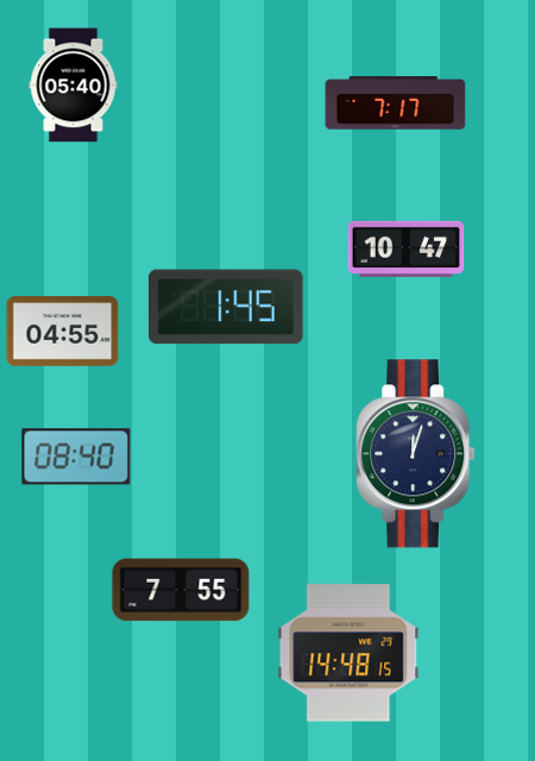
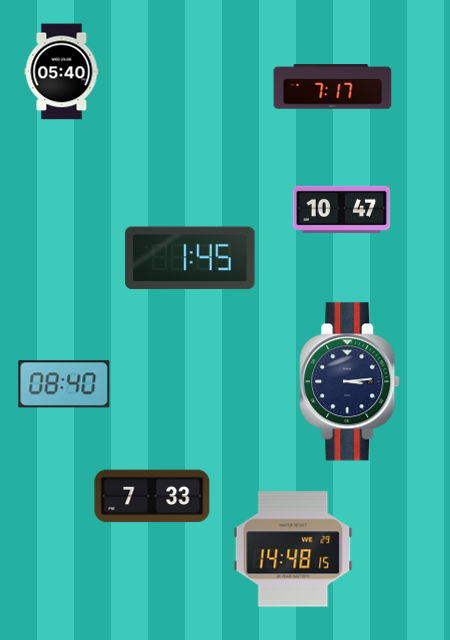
clock at (63, 332): 04:55 -> none
clock at (416, 454): 12:03 -> 3:14
clock at (181, 590): 7:55 -> 7:33
